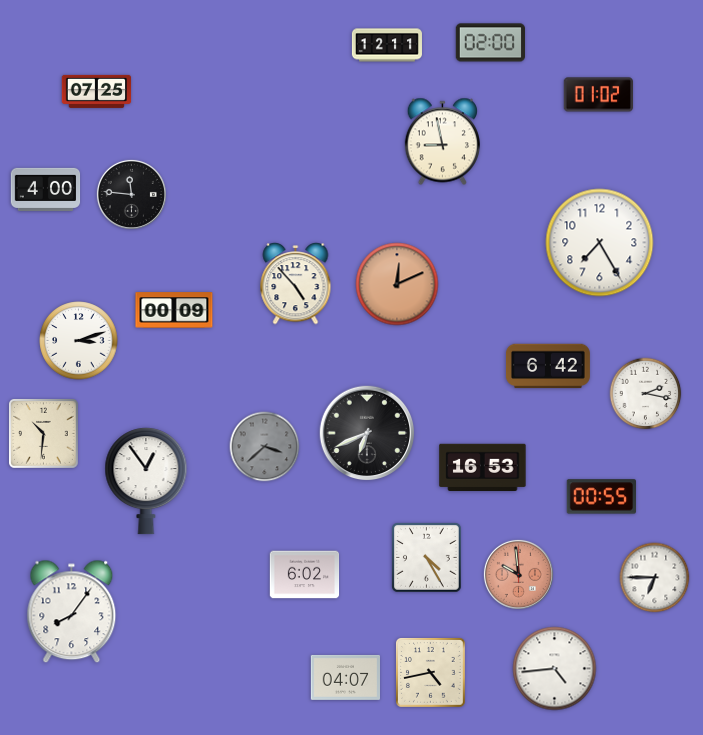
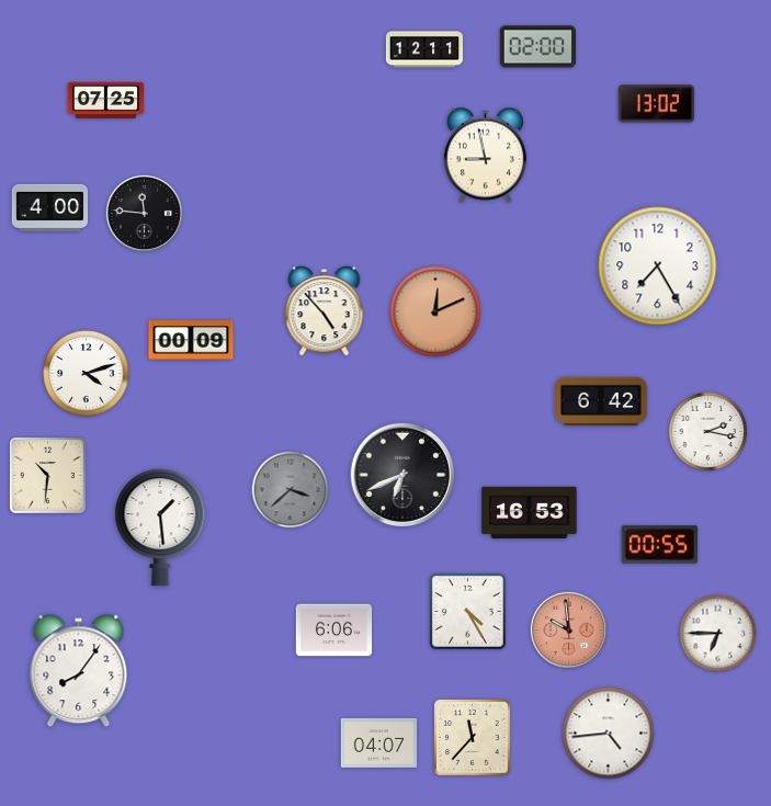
clock at (598, 95): 01:02 -> 13:02
clock at (79, 341): 3:12 -> 4:12
clock at (146, 481): 12:54 -> 1:29
clock at (305, 575): 6:02 -> 6:06
clock at (431, 673): 4:43 -> 11:37
